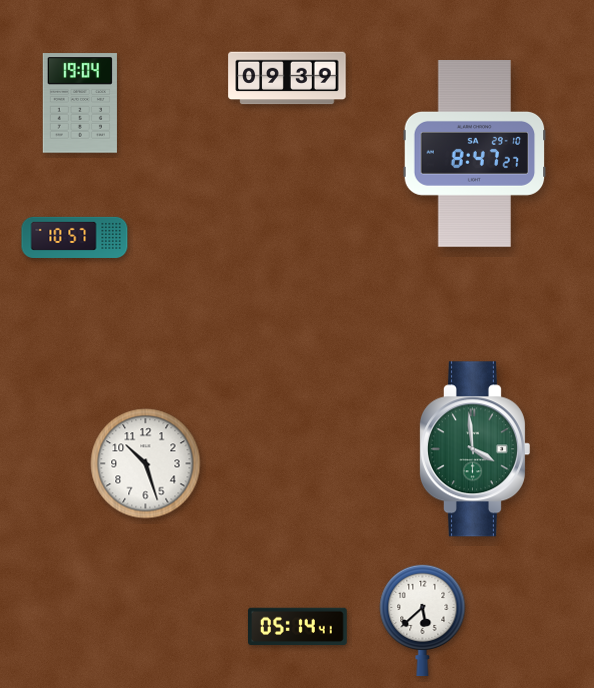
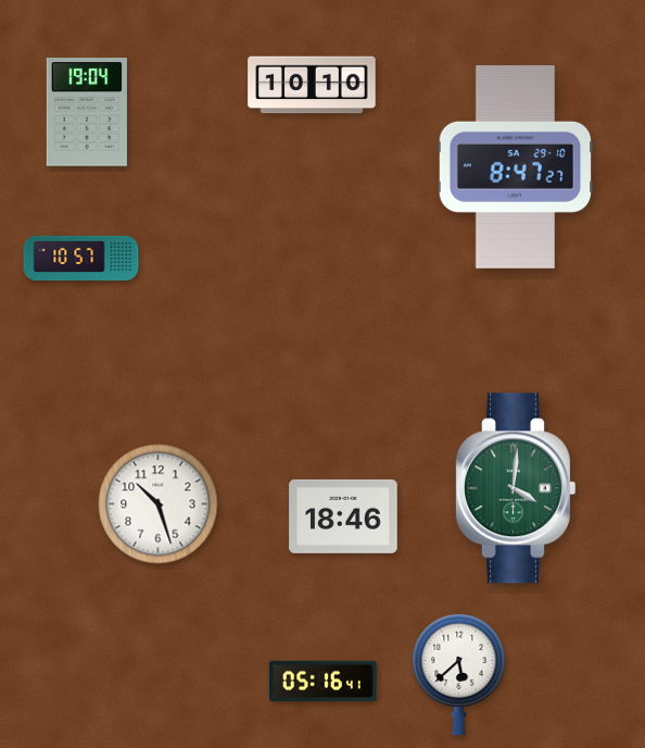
clock at (287, 78): 09:39 -> 10:10
clock at (474, 449): 3:59 -> 4:01
clock at (343, 516): none -> 18:46
clock at (298, 627): 05:14 -> 05:16
